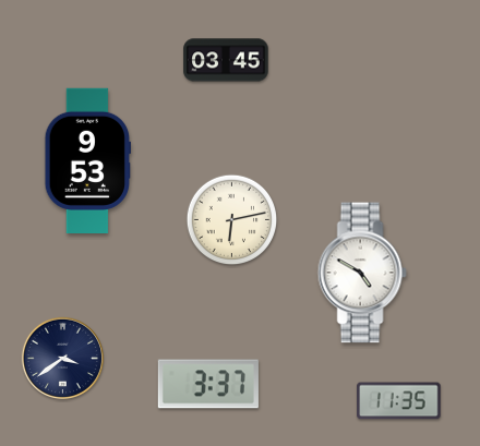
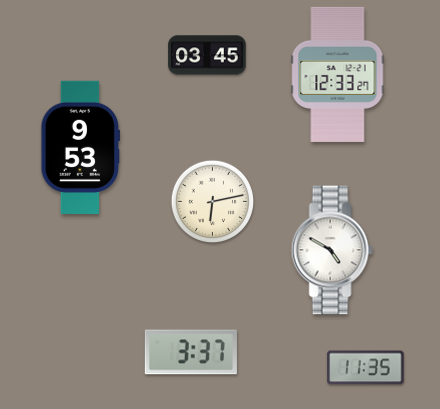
clock at (338, 74): none -> 12:33
clock at (62, 358): 3:39 -> none
